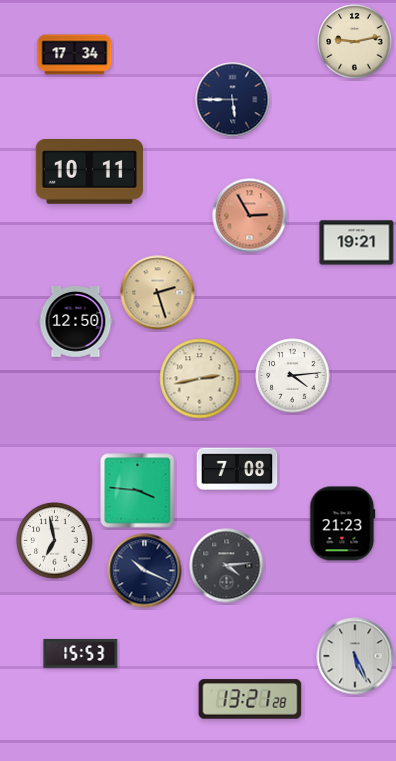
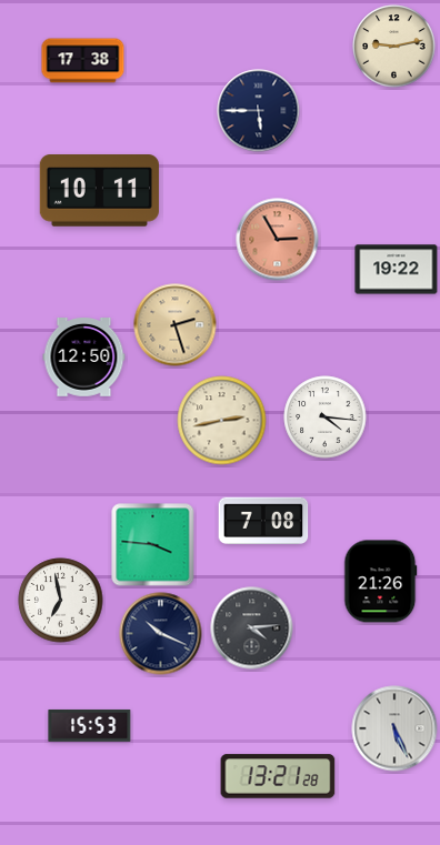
clock at (75, 55): 17:34 -> 17:38
clock at (357, 243): 19:21 -> 19:22
clock at (293, 376): 4:14 -> 4:16
clock at (343, 524): 21:23 -> 21:26
